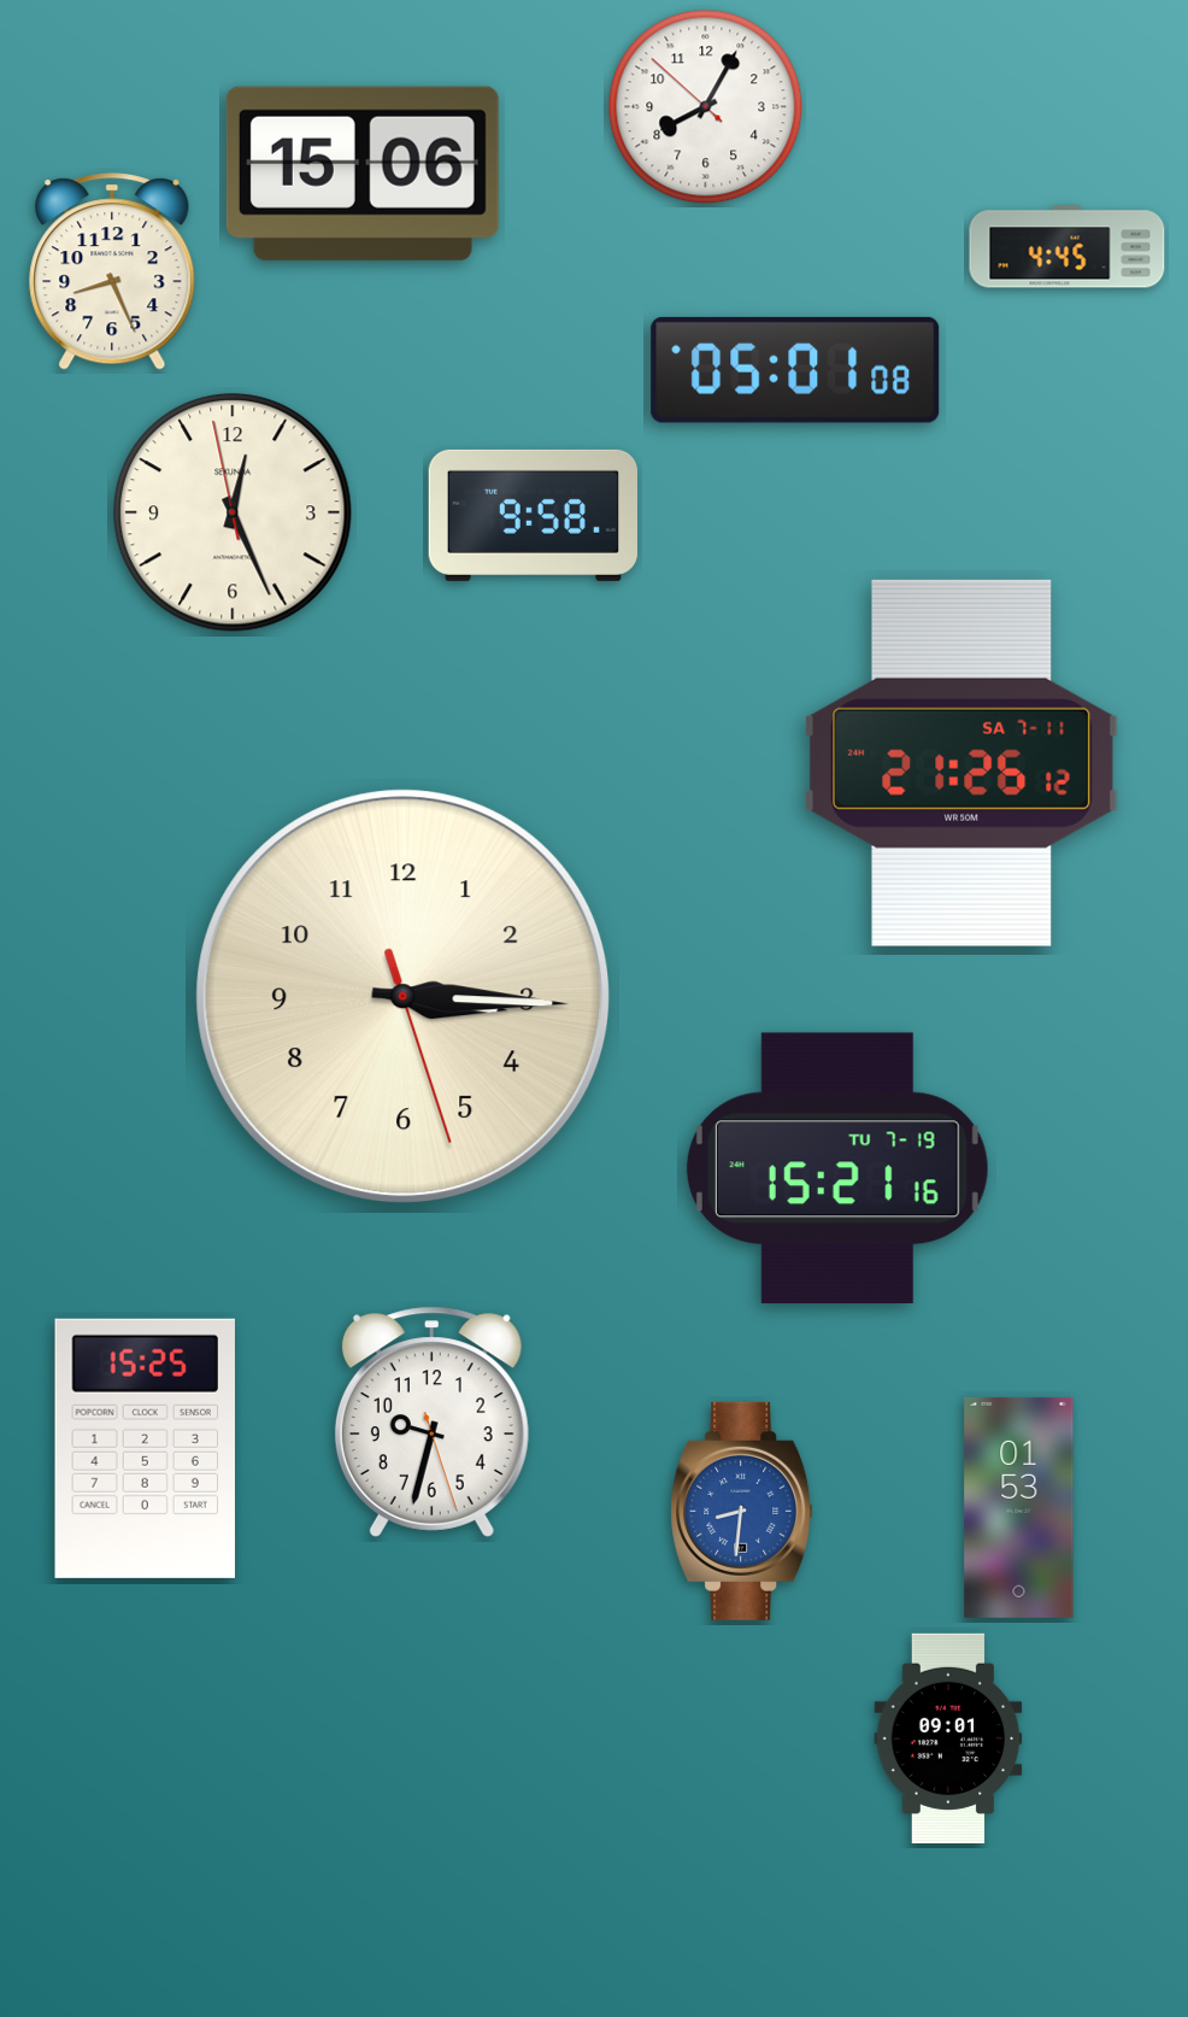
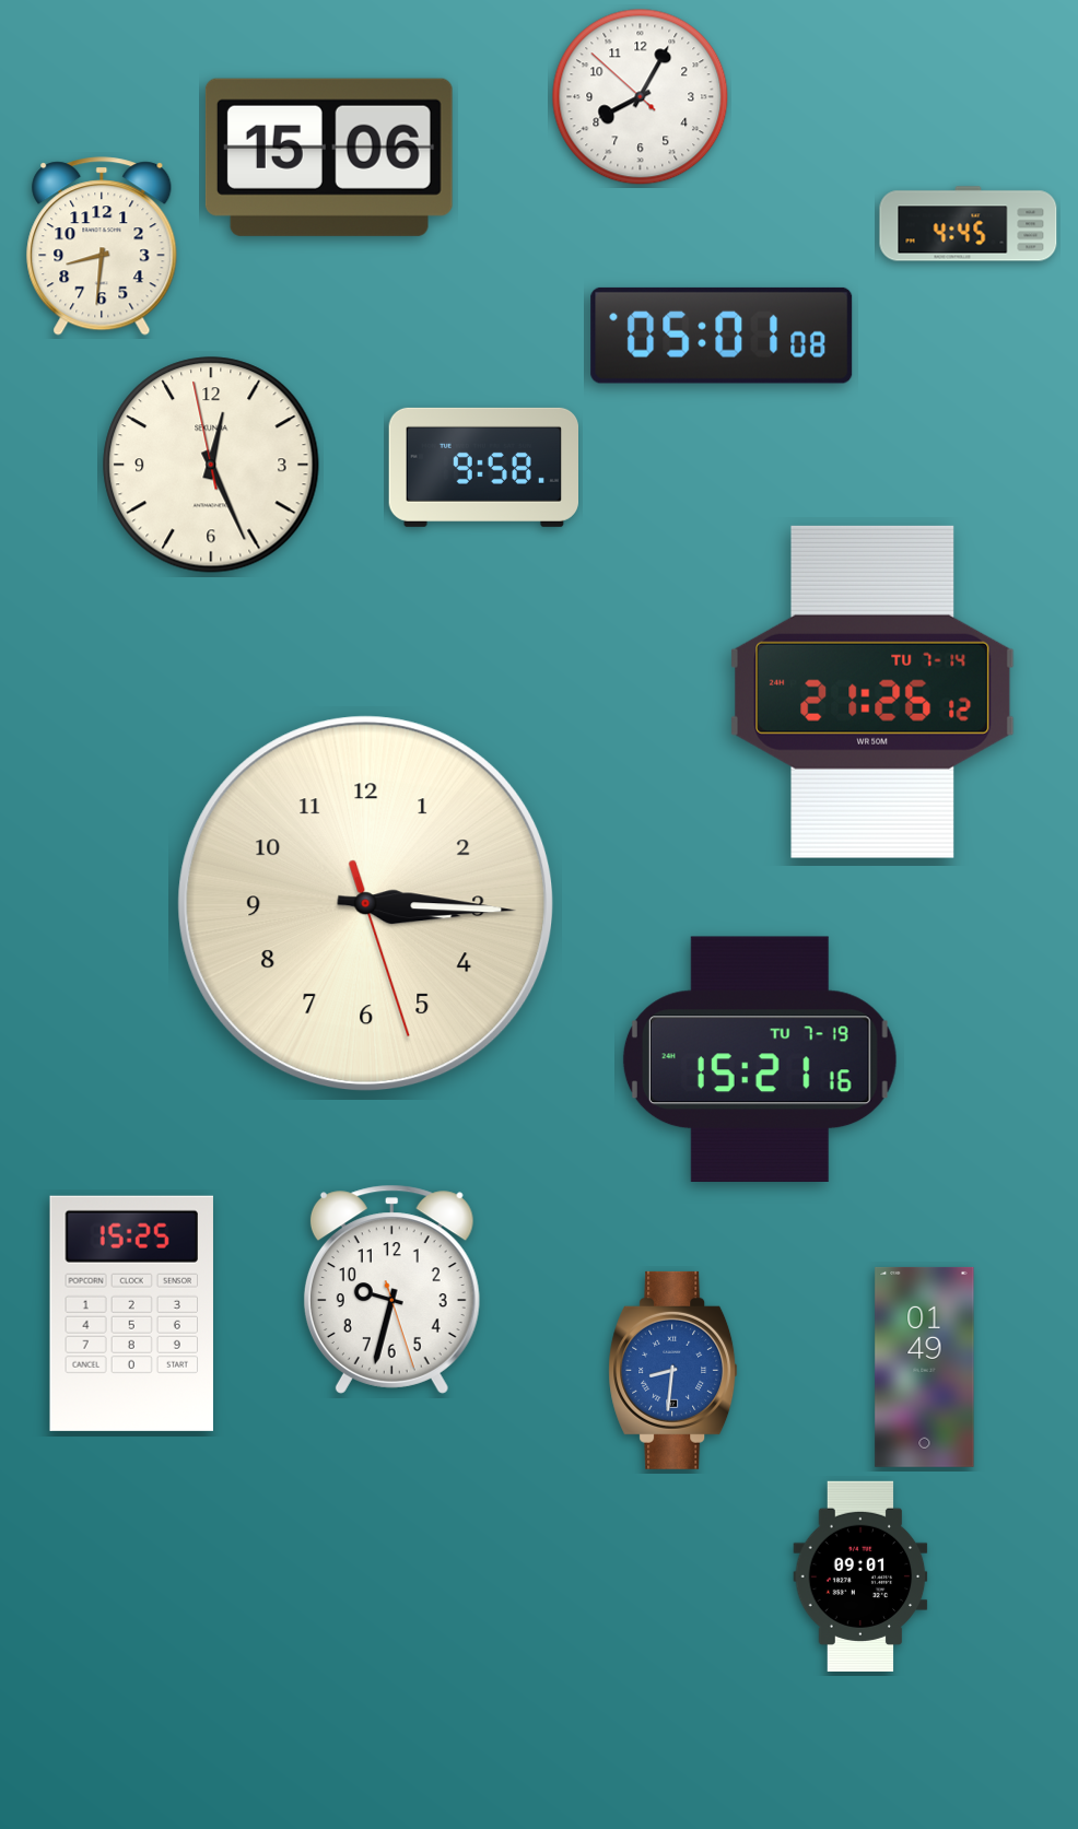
clock at (112, 271): 8:26 -> 8:31
clock at (961, 763) date: SA 7-11 -> TU 7-14
clock at (1019, 1507): 01:53 -> 01:49
